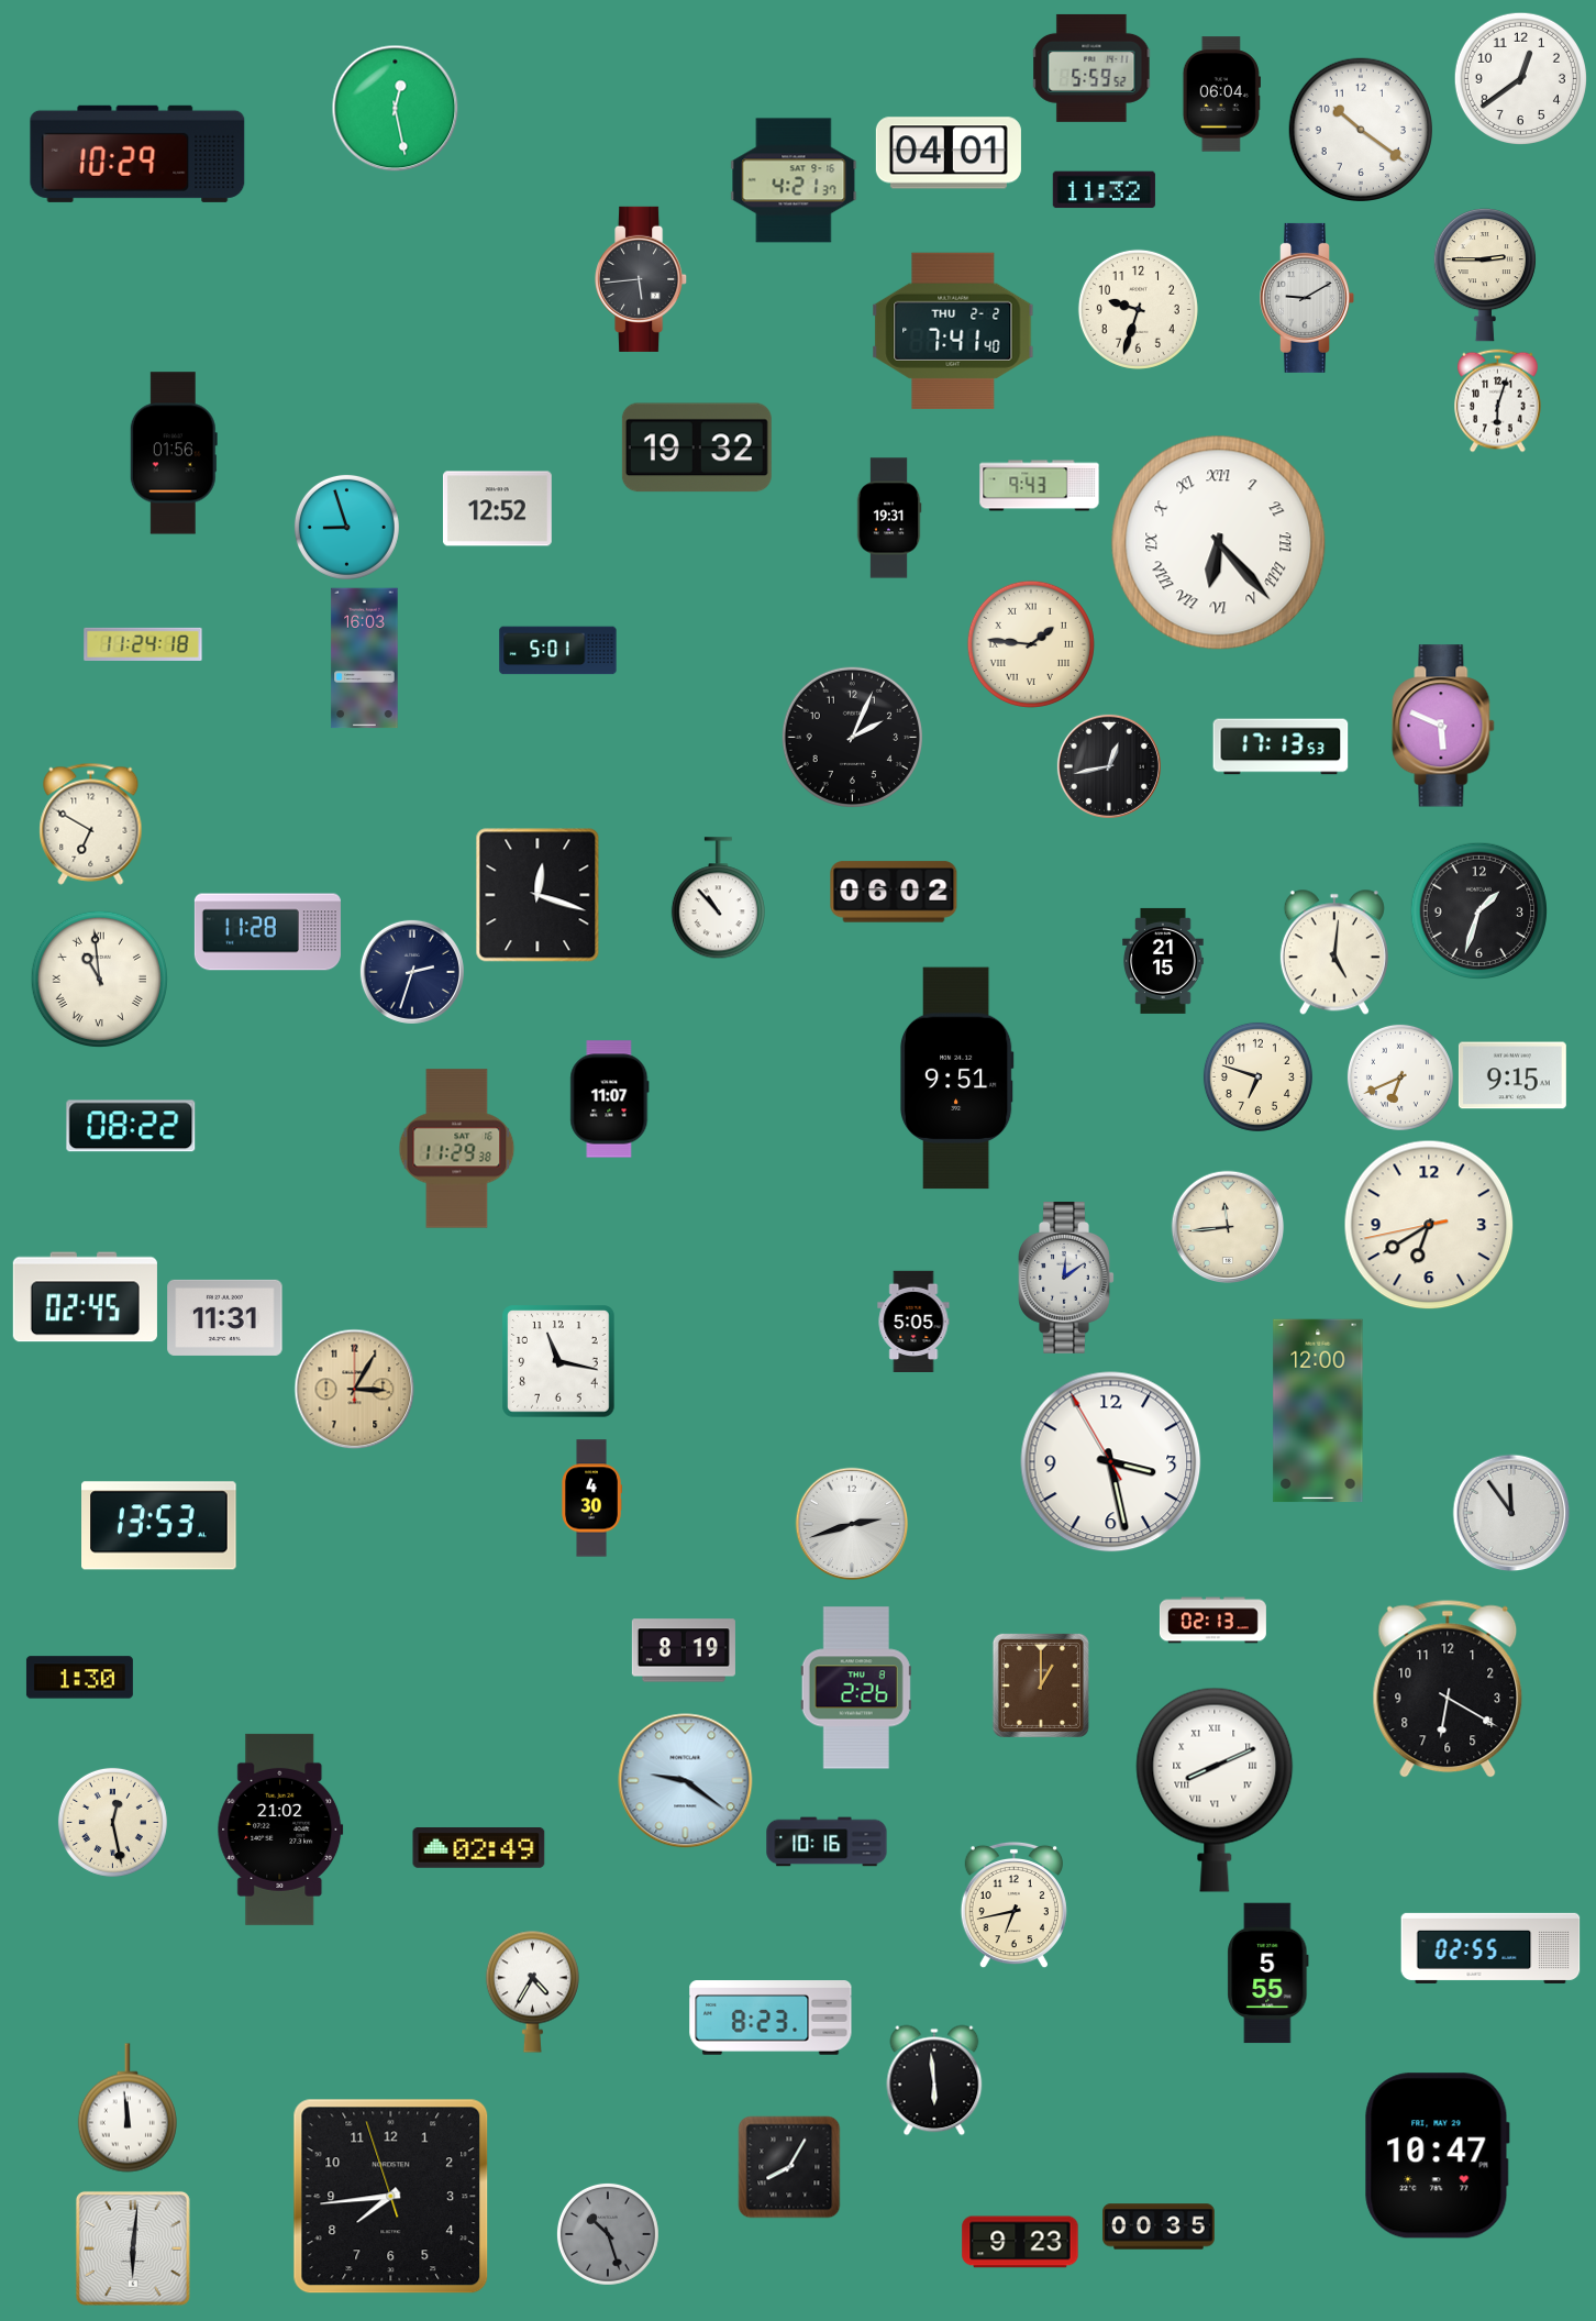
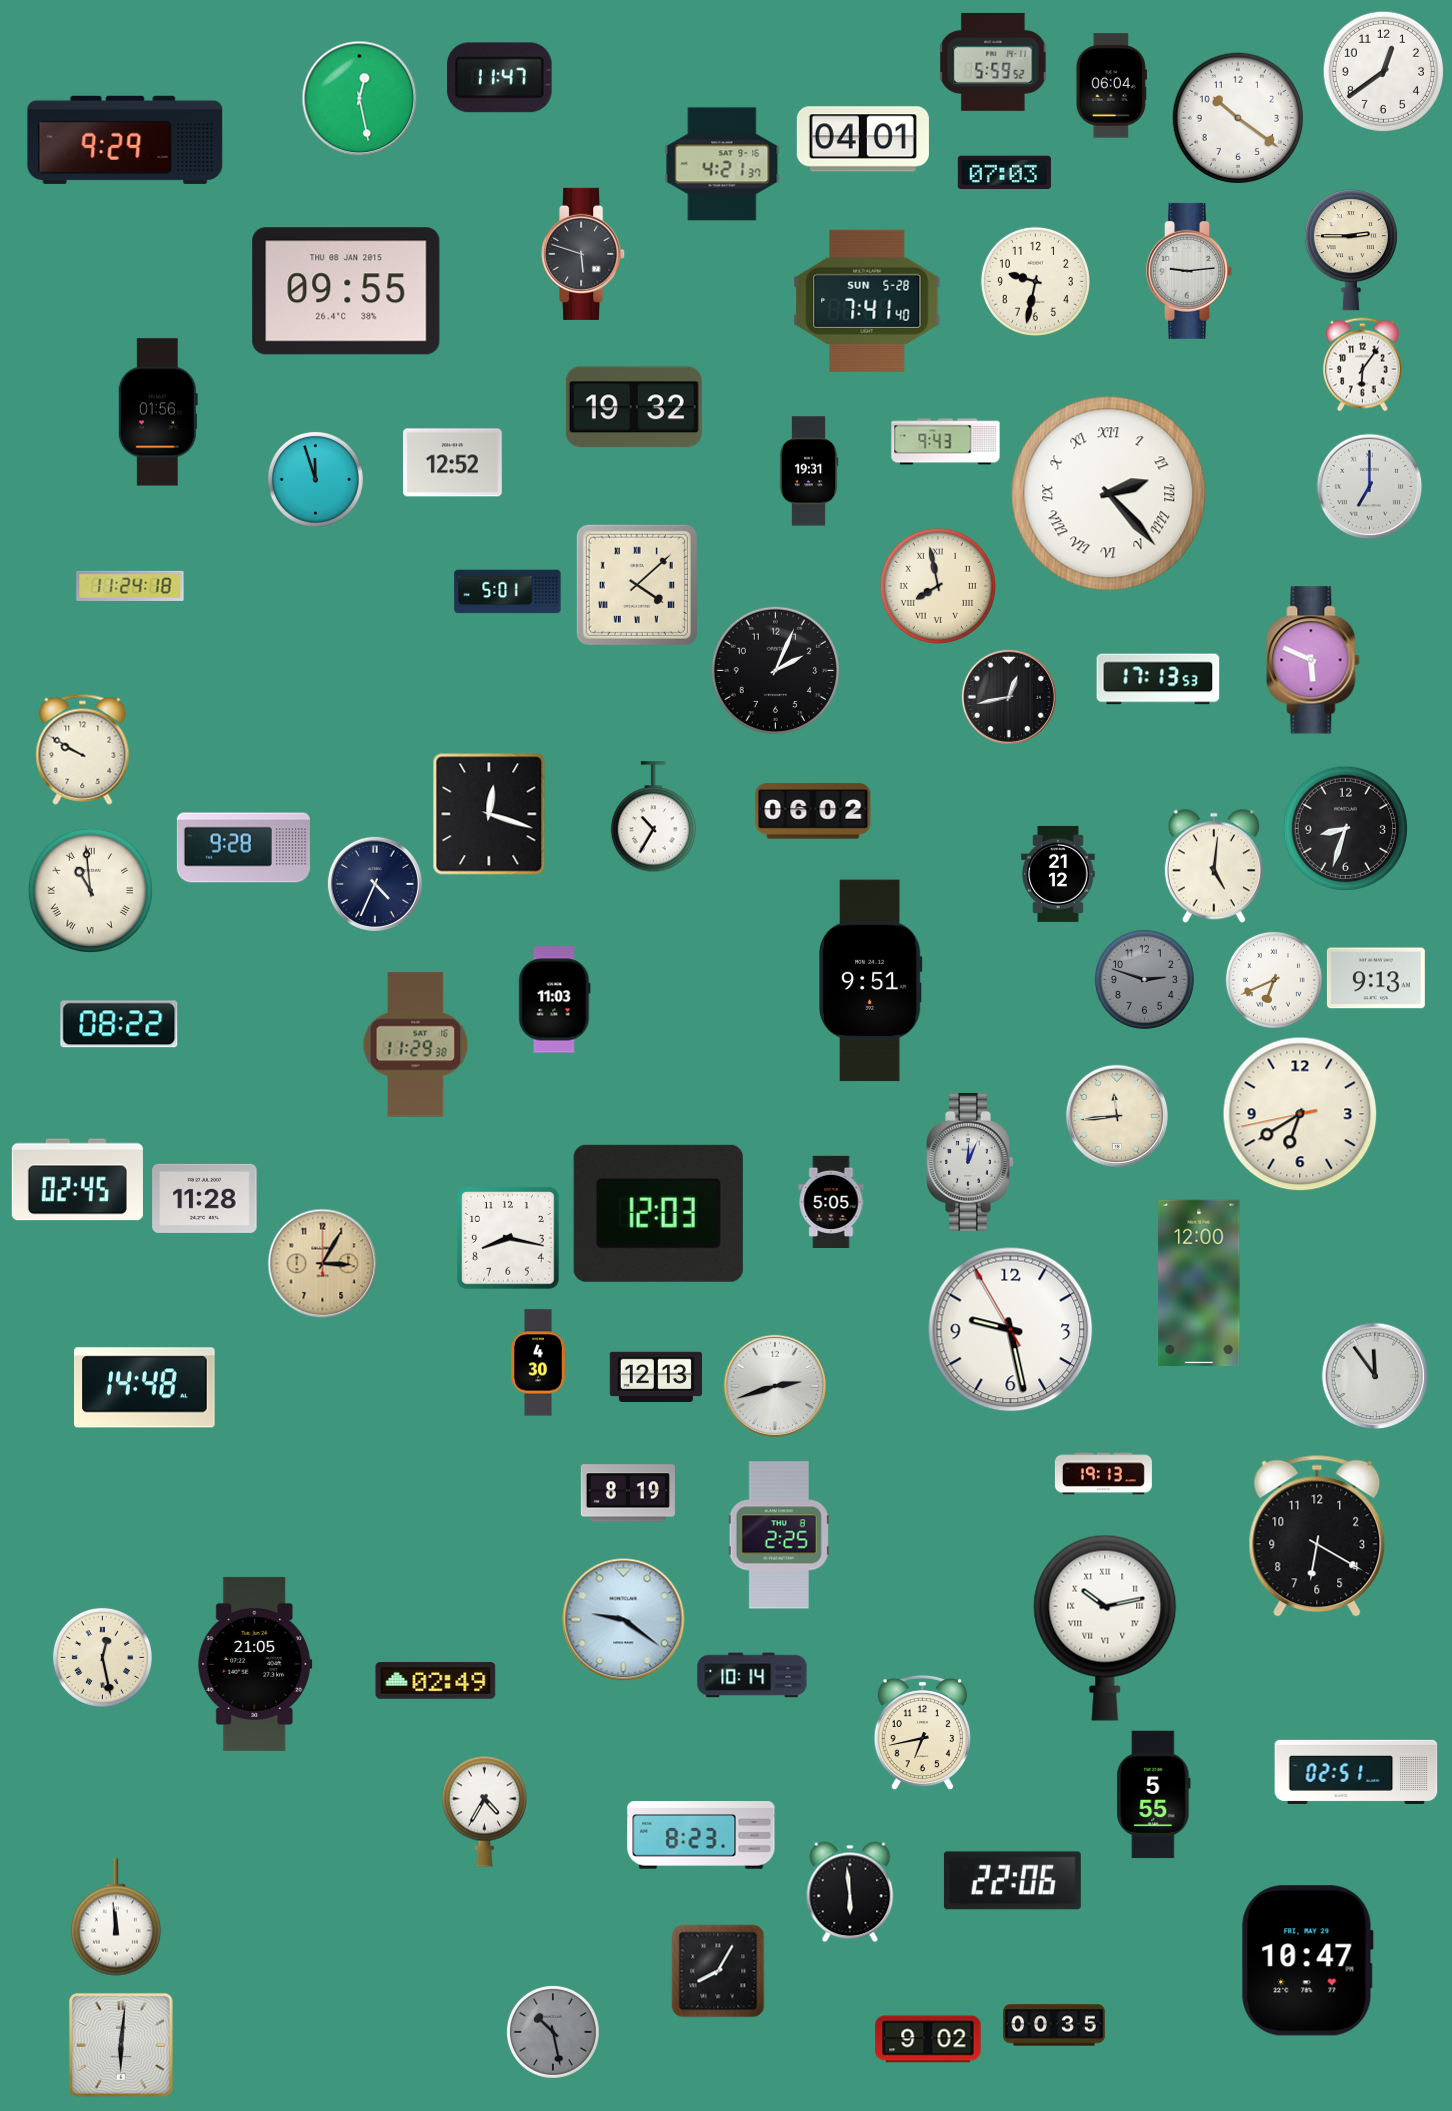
clock at (500, 78): none -> 11:47
clock at (137, 154): 10:29 -> 9:29
clock at (1104, 190): 11:32 -> 07:03
clock at (642, 279): 5:44 -> 5:48
clock at (1307, 298): 9:10 -> 9:14
clock at (1138, 309): 9:33 -> 9:32
clock at (346, 291): none -> 09:55
clock at (953, 331) date: THU 2-2 -> SUN 5-28
clock at (1498, 401): 6:03 -> 6:06
clock at (346, 527): 8:57 -> 11:57
clock at (1370, 487): none -> 7:00
clock at (1219, 543): 6:23 -> 2:23
clock at (637, 585): none -> 4:08
clock at (1031, 644): 1:46 -> 7:58
clock at (365, 659): 16:03 -> none
clock at (1281, 747) position: (1281, 747) -> (1158, 679)
clock at (91, 824): 6:50 -> 9:50
clock at (718, 898): 10:53 -> 10:35
clock at (1478, 910): 1:33 -> 8:33
clock at (267, 932): 11:28 -> 9:28
clock at (1163, 961): 21:15 -> 21:12
clock at (412, 972): 2:33 -> 4:34
clock at (1512, 1075): 9:15 -> 9:13
clock at (1257, 1076): 6:48 -> 2:48
clock at (1257, 1076) dial: cream -> grey
clock at (610, 1099): 11:07 -> 11:03
clock at (1066, 1278): 12:09 -> 12:04
clock at (225, 1317): 11:31 -> 11:28
clock at (658, 1213): none -> 12:03
clock at (558, 1361): 11:17 -> 8:17
clock at (1111, 1462): 3:27 -> 9:27
clock at (656, 1377): none -> 12:13
clock at (159, 1526): 13:53 -> 14:48
clock at (1212, 1621): 02:13 -> 19:13
clock at (684, 1650) position: (684, 1650) -> (628, 1493)
clock at (79, 1678): 1:30 -> none
clock at (1041, 1686): 1:00 -> none
clock at (856, 1688): 2:26 -> 2:25
clock at (1215, 1790): 8:11 -> 10:13
clock at (280, 1830): 21:02 -> 21:05
clock at (827, 1842): 10:16 -> 10:14
clock at (1490, 1948): 02:55 -> 02:51
clock at (1012, 1881): none -> 22:06
clock at (391, 2197): 7:43 -> none
clock at (608, 2234): 10:27 -> 10:28
clock at (1020, 2242): 9:23 -> 9:02
